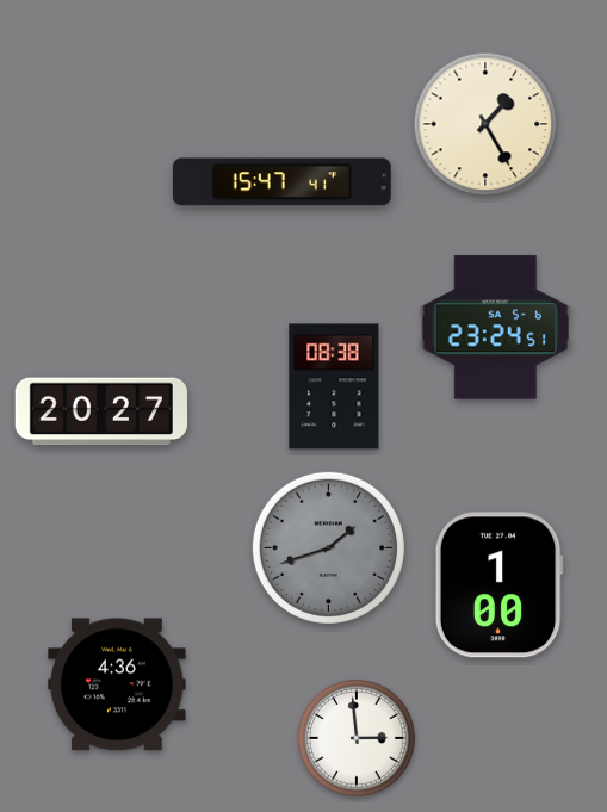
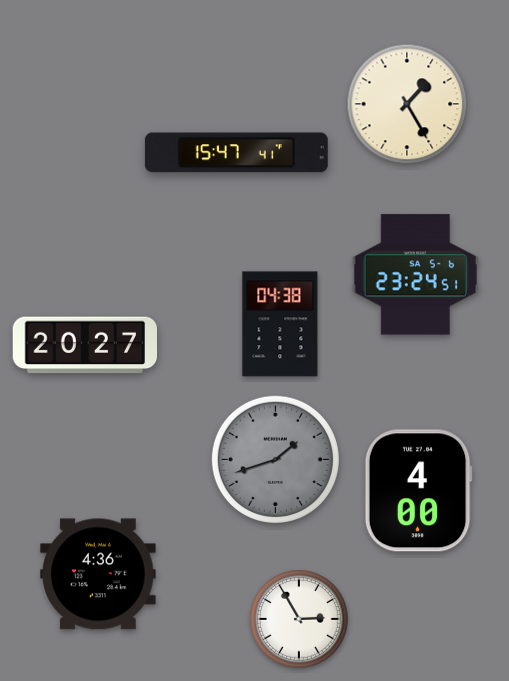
clock at (334, 386): 08:38 -> 04:38
clock at (498, 585): 1:00 -> 4:00
clock at (358, 739): 2:59 -> 2:55
